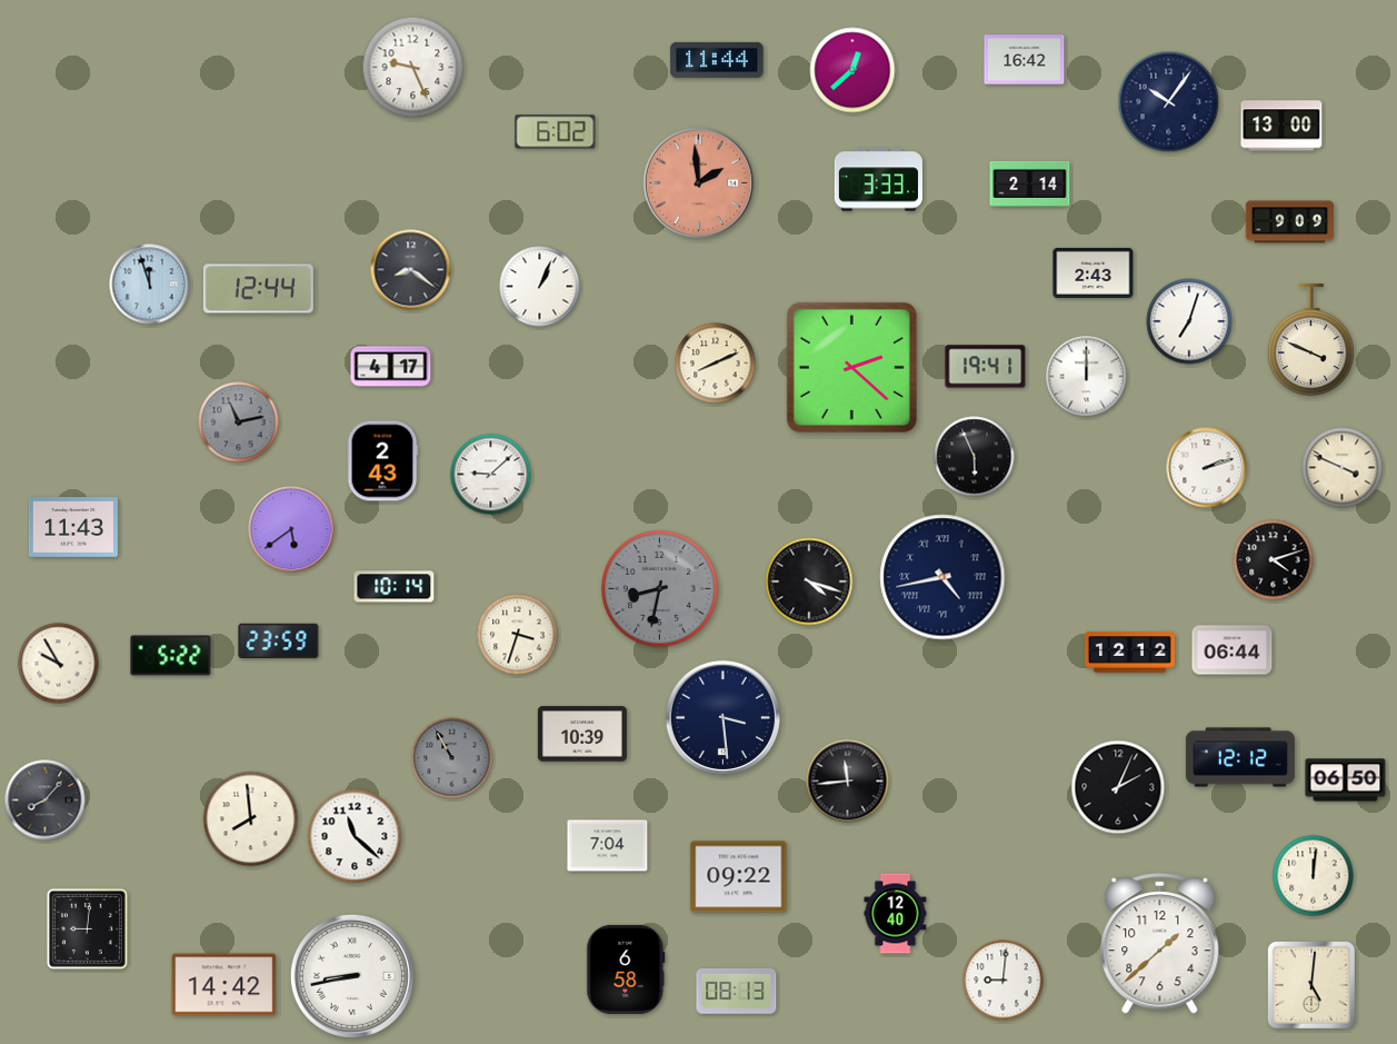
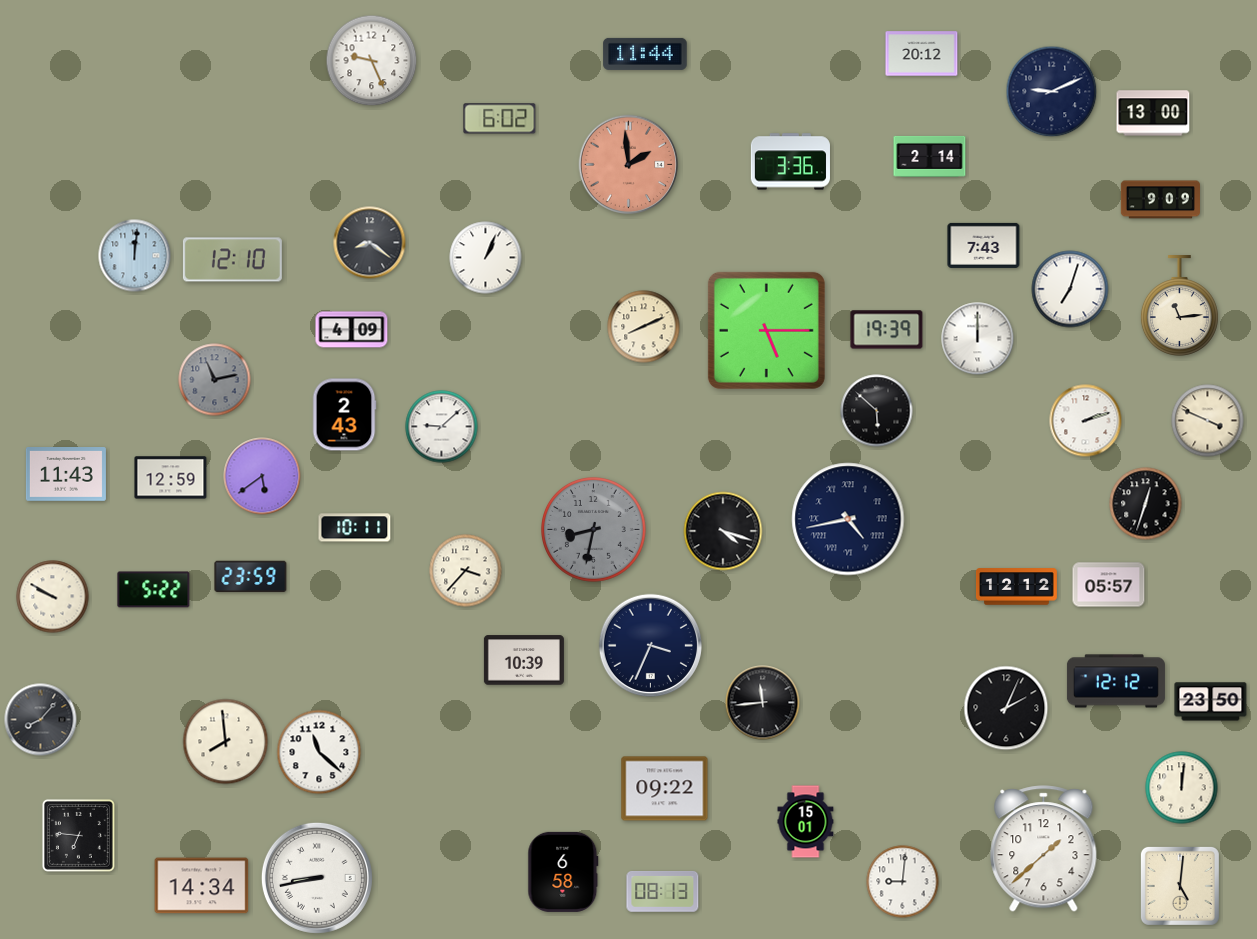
clock at (1025, 60): 16:42 -> 20:12
clock at (852, 70): 12:38 -> none
clock at (1169, 102): 10:06 -> 9:11
clock at (878, 180): 3:33 -> 3:36
clock at (1030, 183) position: (1030, 183) -> (930, 156)
clock at (1094, 272): 2:43 -> 7:43
clock at (150, 285): 11:57 -> 12:01
clock at (258, 289): 12:44 -> 12:10
clock at (1310, 339): 3:49 -> 11:14
clock at (391, 367): 4:17 -> 4:09
clock at (851, 367): 2:22 -> 5:15
clock at (986, 367): 19:41 -> 19:39
clock at (975, 457): 5:56 -> 5:52
clock at (171, 478): none -> 12:59
clock at (1274, 560): 4:12 -> 12:33
clock at (809, 581) position: (809, 581) -> (723, 531)
clock at (395, 587): 10:14 -> 10:11
clock at (518, 635): 3:33 -> 3:37
clock at (1233, 650): 06:44 -> 05:57
clock at (59, 664): 9:55 -> 9:50
clock at (722, 717): 3:29 -> 3:34
clock at (452, 758): 10:55 -> none
clock at (1346, 780): 06:50 -> 23:50
clock at (251, 819) position: (251, 819) -> (226, 742)
clock at (608, 846): 7:04 -> none
clock at (896, 914): 12:40 -> 15:01
clock at (87, 928): 9:01 -> 6:46
clock at (224, 985): 14:42 -> 14:34
